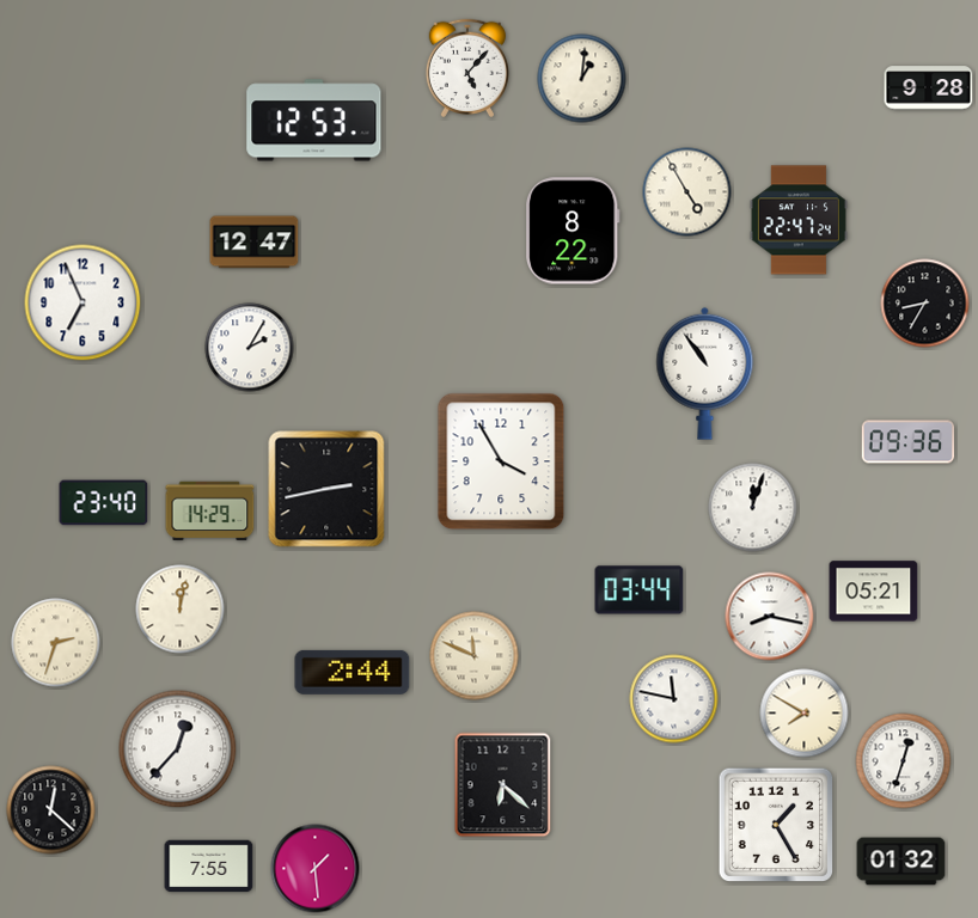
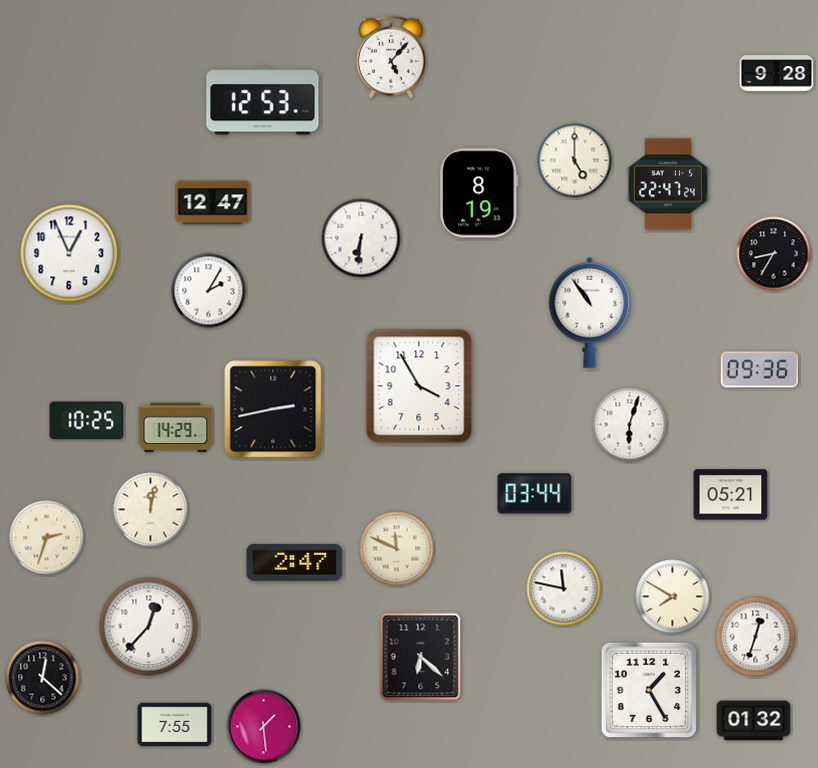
clock at (582, 79): 1:01 -> none
clock at (687, 192): 4:55 -> 5:00
clock at (574, 231): 8:22 -> 8:19
clock at (361, 238): none -> 6:31
clock at (82, 302): 6:56 -> 12:56
clock at (104, 503): 23:40 -> 10:25
clock at (753, 508): 12:03 -> 6:03
clock at (770, 617): 8:17 -> none
clock at (353, 672): 2:44 -> 2:47
clock at (674, 699) position: (674, 699) -> (564, 589)
